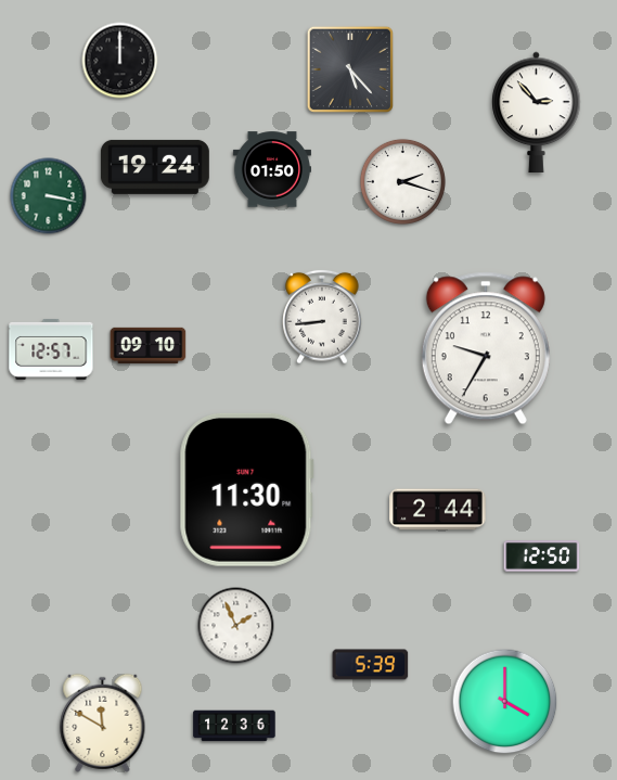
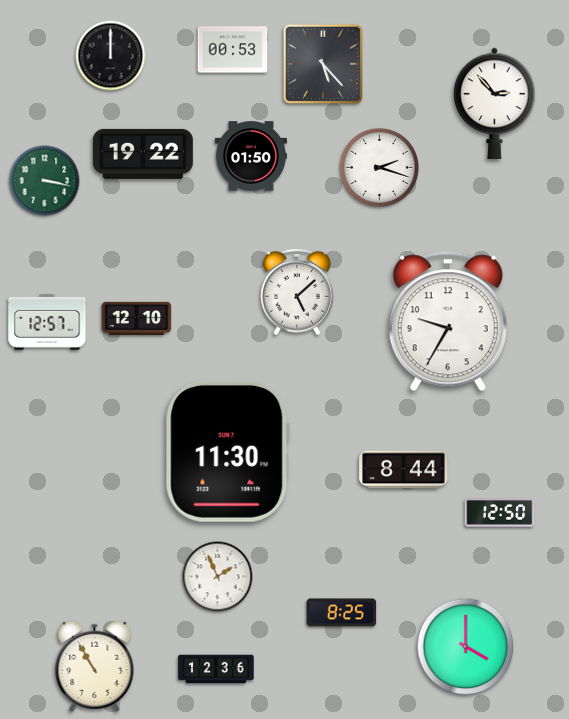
clock at (233, 50): none -> 00:53
clock at (155, 167): 19:24 -> 19:22
clock at (402, 181) position: (402, 181) -> (379, 167)
clock at (322, 317): 8:44 -> 5:08
clock at (149, 345): 09:10 -> 12:10
clock at (438, 510): 2:44 -> 8:44
clock at (371, 665): 5:39 -> 8:25
clock at (103, 723): 11:50 -> 10:55
